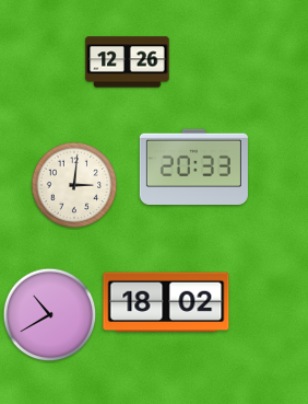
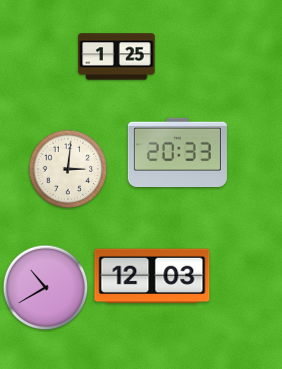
clock at (128, 62): 12:26 -> 1:25
clock at (166, 302): 18:02 -> 12:03
